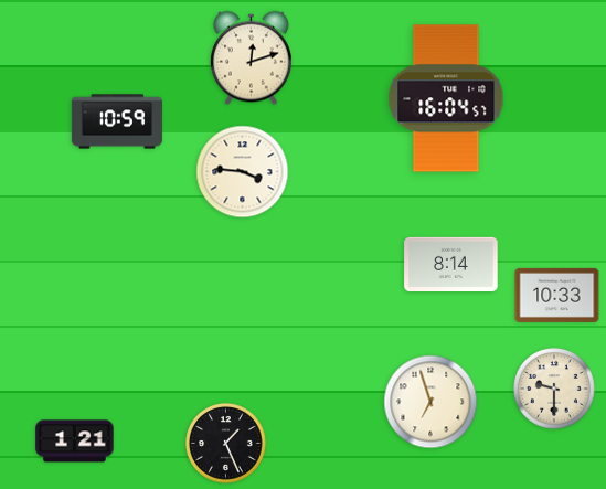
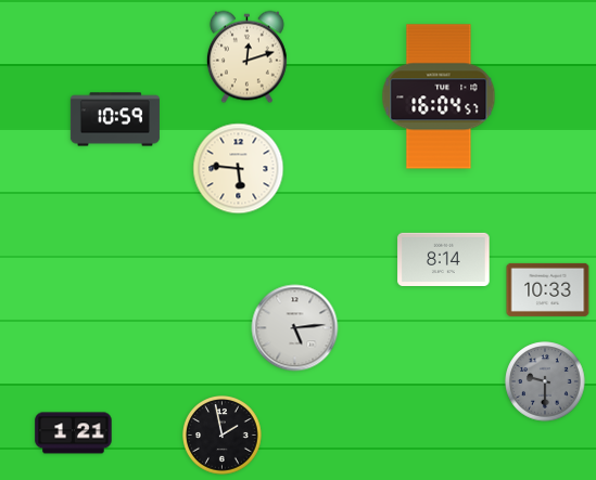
clock at (243, 172): 3:46 -> 5:46
clock at (295, 328): none -> 5:14
clock at (554, 389) dial: cream -> grey
clock at (430, 402): 6:57 -> none
clock at (226, 444): 1:26 -> 1:58
